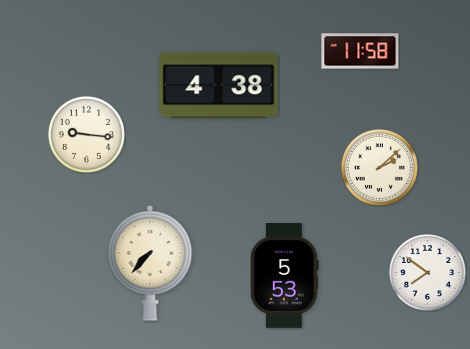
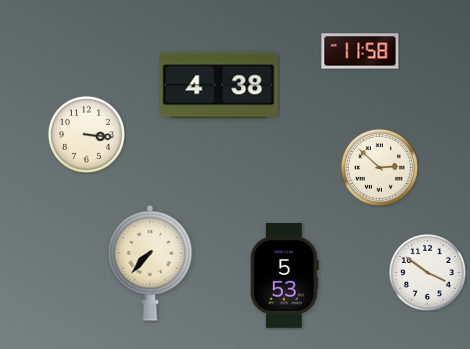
clock at (86, 134): 9:16 -> 3:16
clock at (379, 167): 2:08 -> 2:52
clock at (427, 272): 7:51 -> 3:51
